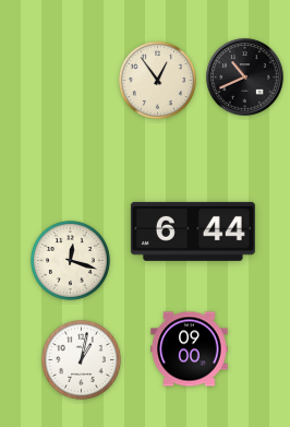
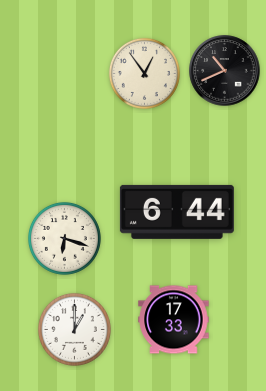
clock at (70, 260): 12:18 -> 6:18
clock at (190, 349): 09:00 -> 17:33
clock at (81, 359): 1:02 -> 1:00
